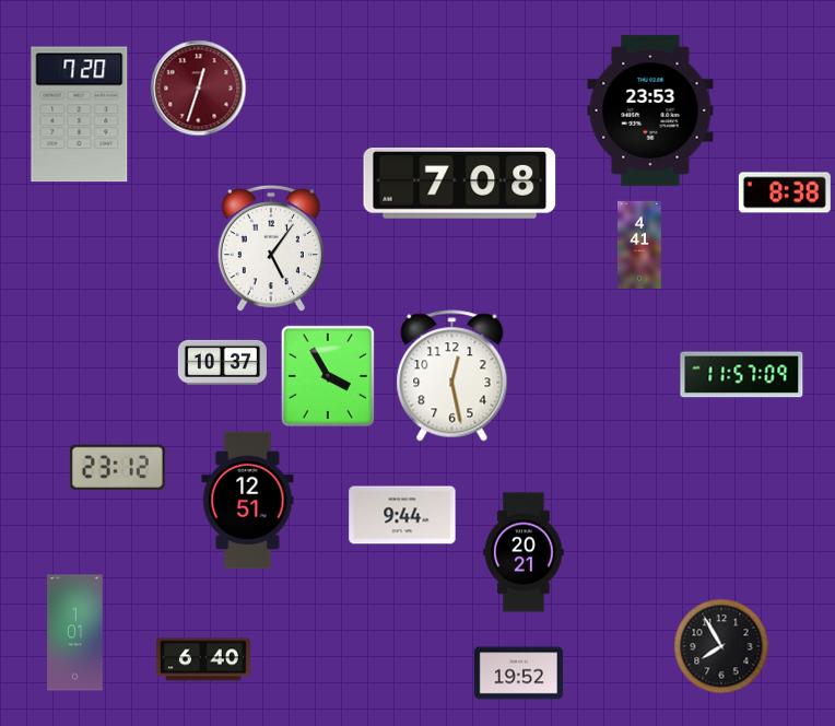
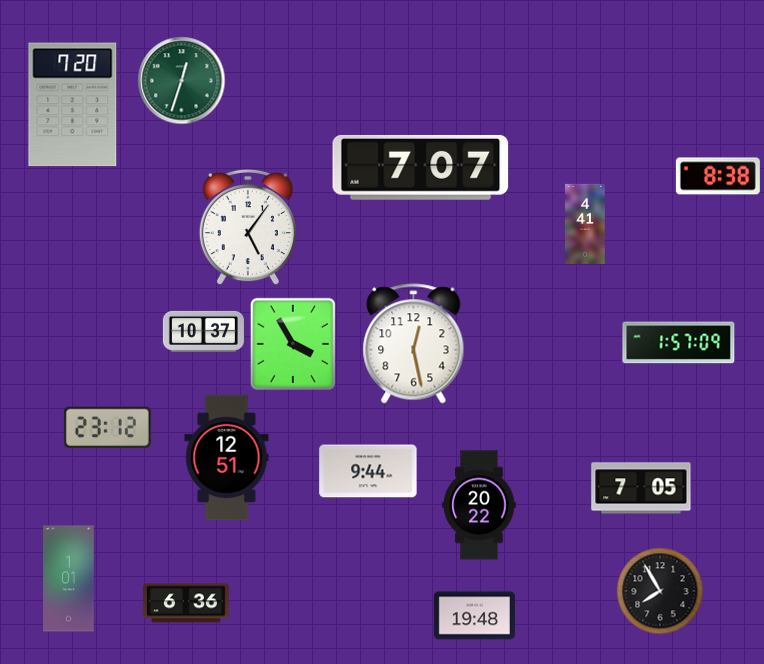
clock at (198, 87) dial: burgundy -> green
clock at (650, 110): 23:53 -> none
clock at (460, 183): 7:08 -> 7:07
clock at (742, 375): 11:57 -> 1:57
clock at (328, 376) position: (328, 376) -> (293, 344)
clock at (641, 488): none -> 7:05
clock at (524, 552): 20:21 -> 20:22
clock at (204, 659): 6:40 -> 6:36
clock at (518, 674): 19:52 -> 19:48
